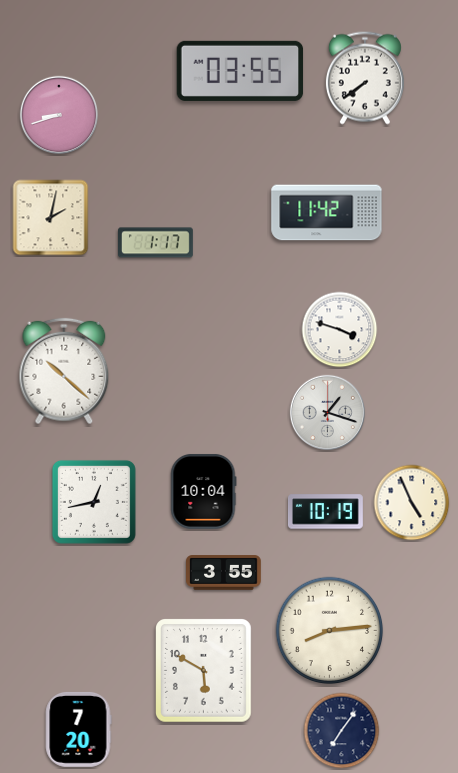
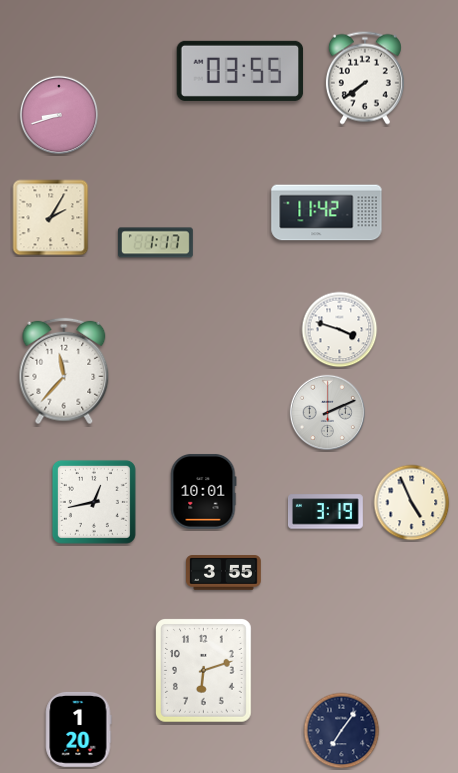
clock at (51, 218): 2:02 -> 2:05
clock at (64, 371): 10:22 -> 11:37
clock at (327, 412): 1:18 -> 2:11
clock at (204, 491): 10:04 -> 10:01
clock at (325, 512): 10:19 -> 3:19
clock at (330, 631): 8:14 -> none
clock at (204, 671): 5:50 -> 6:12
clock at (78, 729): 7:20 -> 1:20
